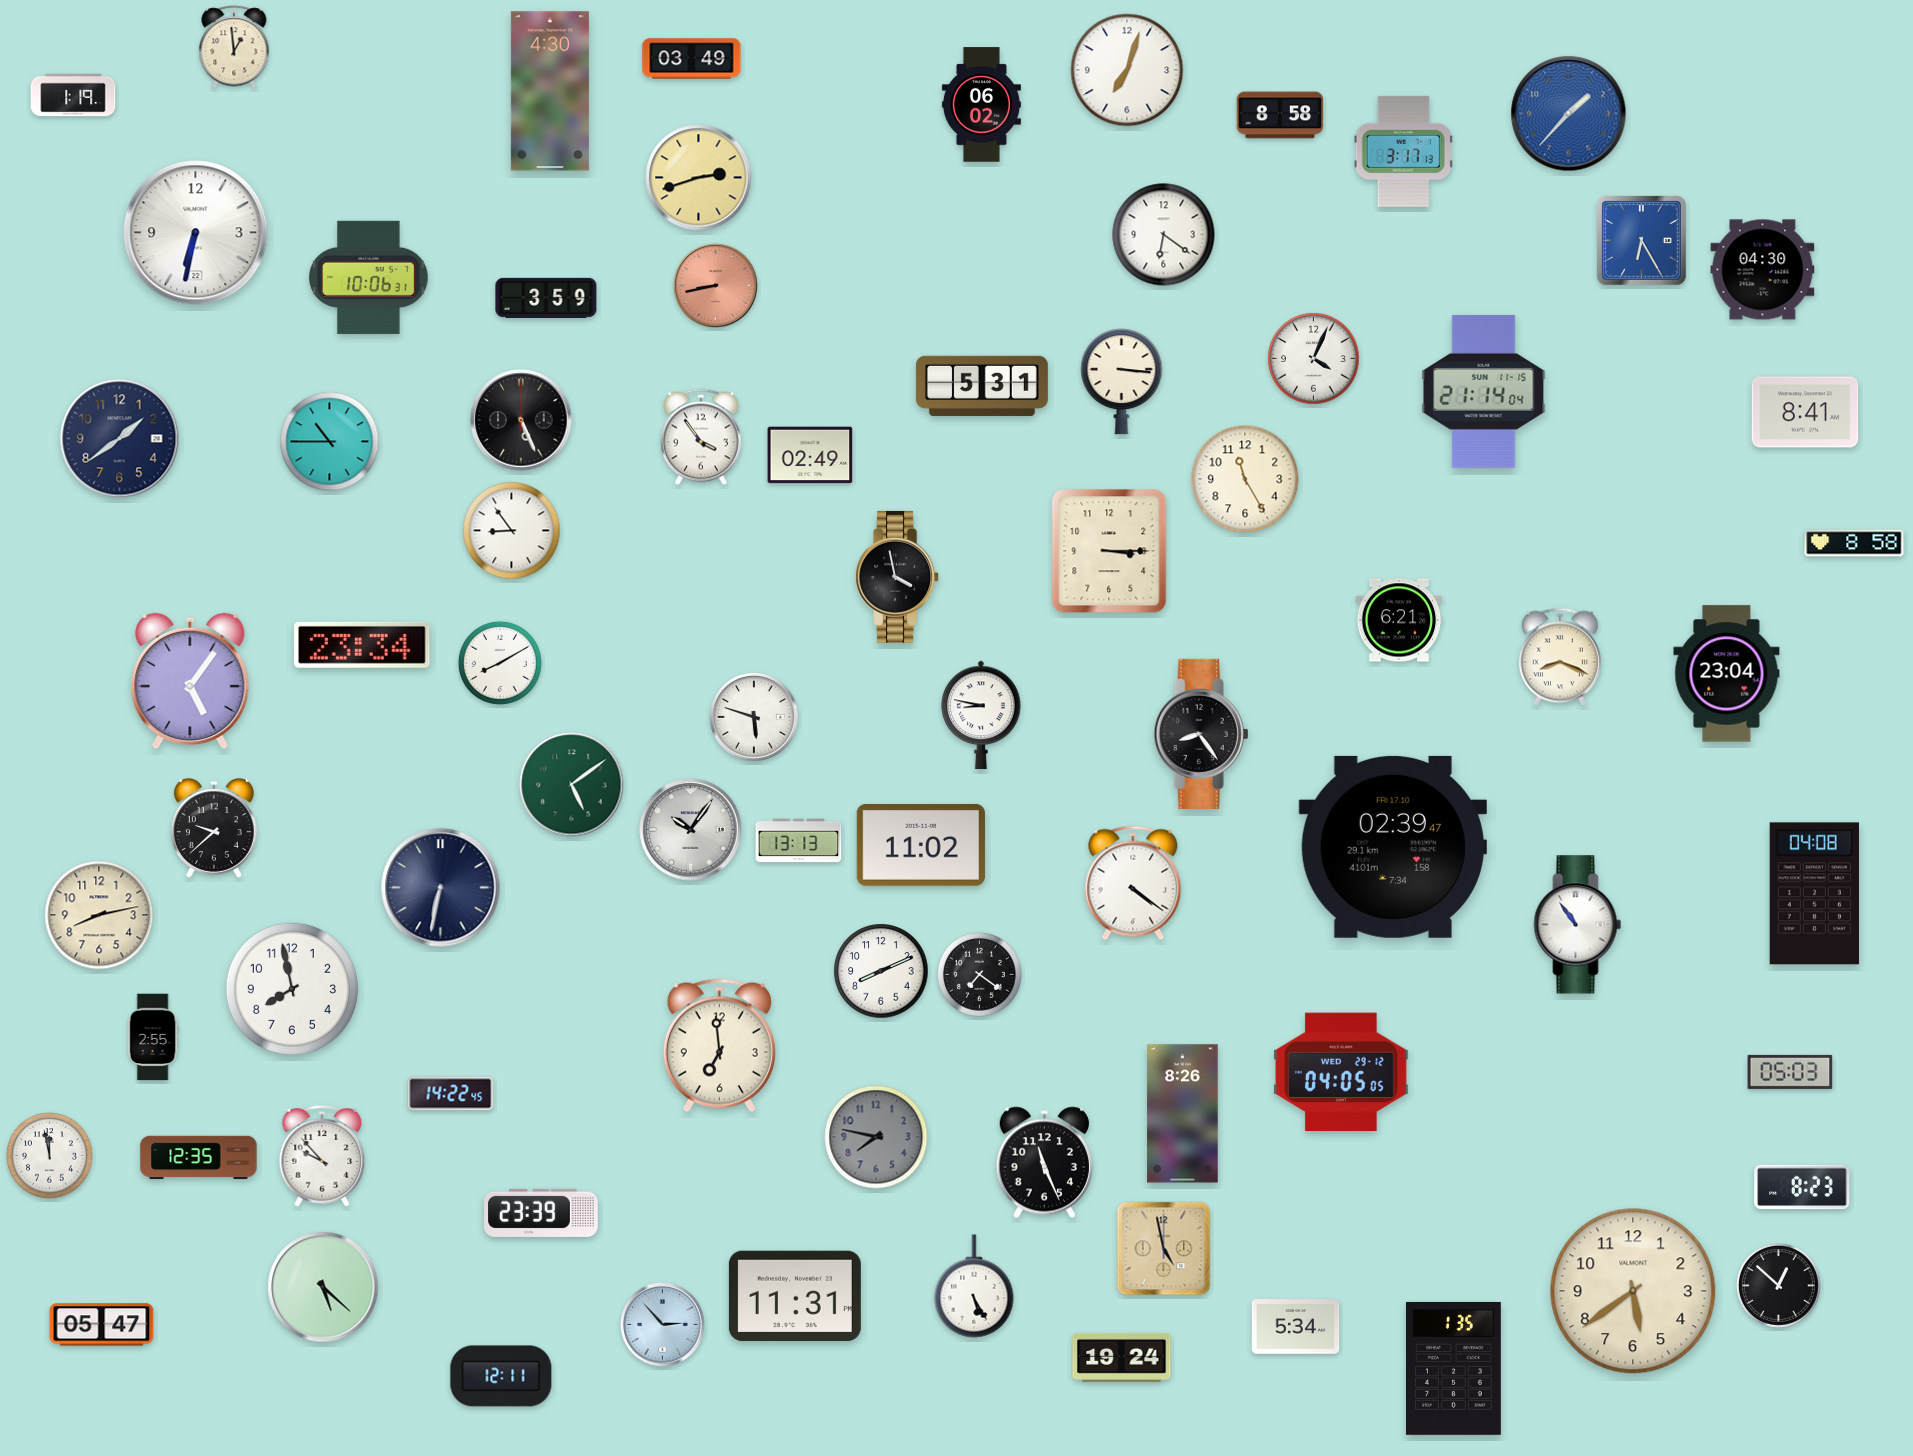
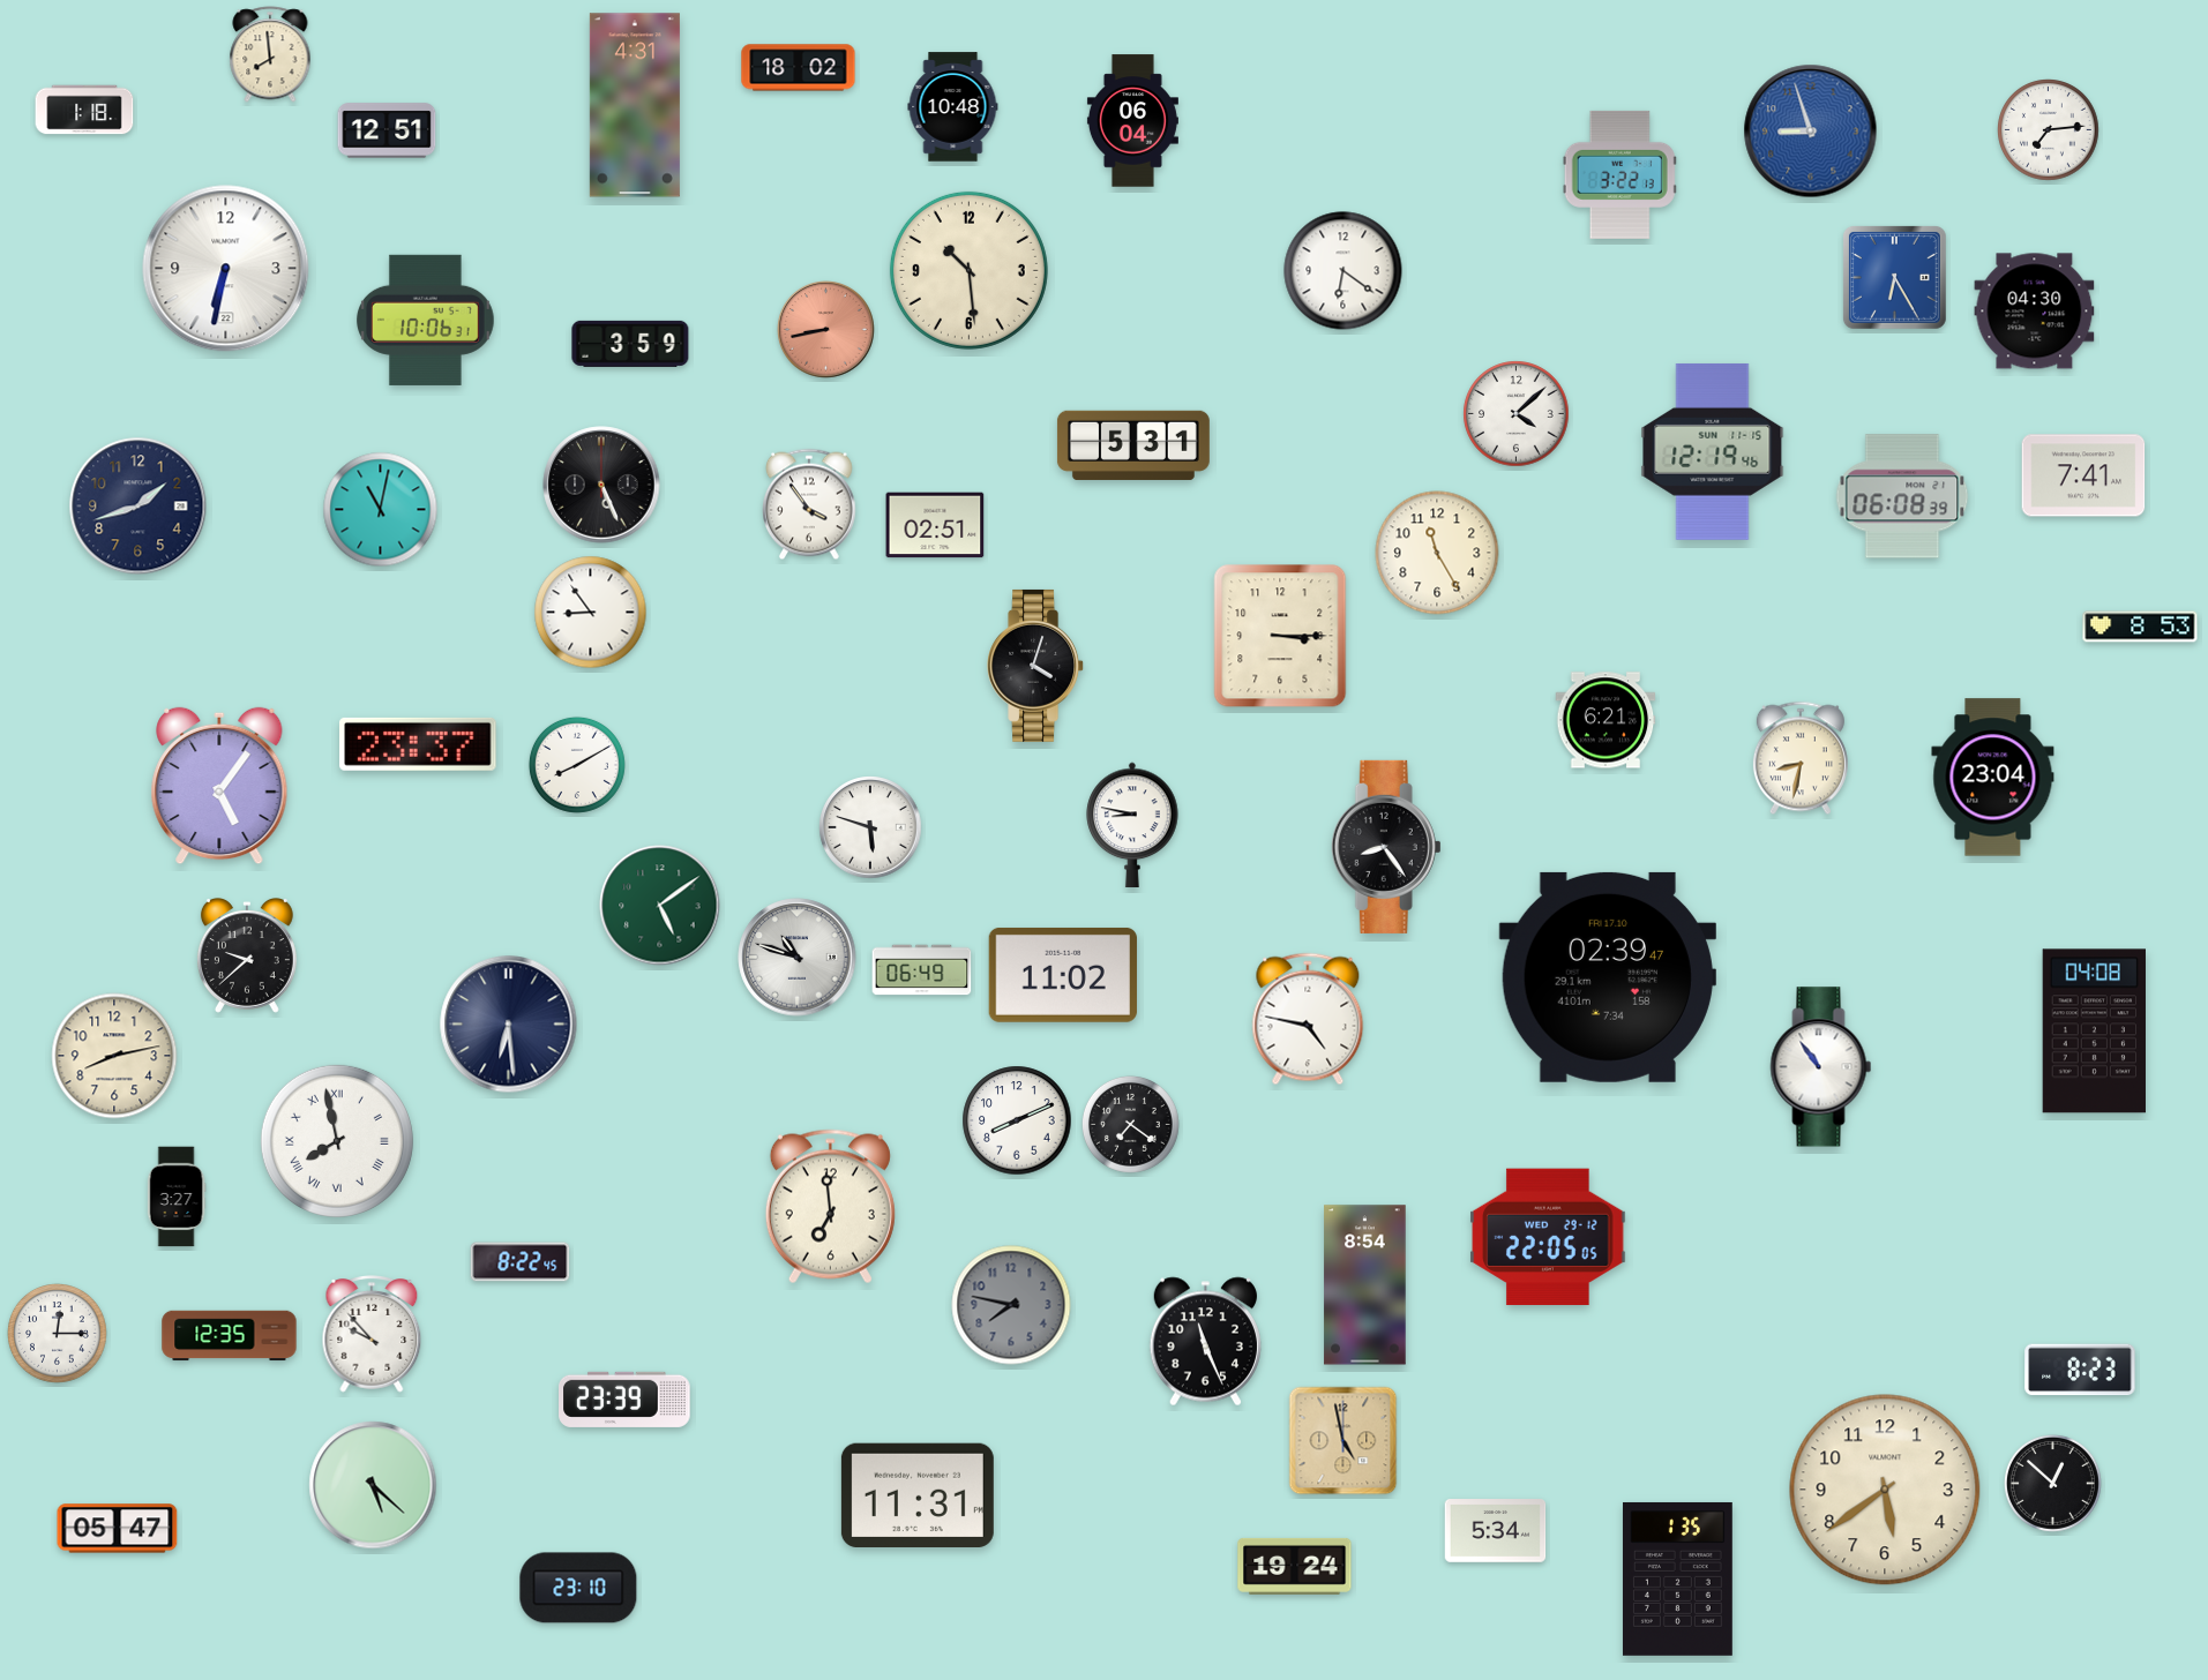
clock at (234, 47): 12:59 -> 7:59
clock at (692, 59): 03:49 -> 18:02
clock at (1127, 70): 7:03 -> none
clock at (550, 91): 4:30 -> 4:31
clock at (953, 107): none -> 10:48
clock at (73, 95): 1:19 -> 1:18
clock at (981, 105): 06:02 -> 06:04
clock at (387, 130): none -> 12:51
clock at (2049, 130): none -> 7:14
clock at (1569, 114): 1:37 -> 8:57
clock at (1280, 115): 8:58 -> none
clock at (1403, 151): 3:17 -> 3:22
clock at (699, 178): 2:42 -> none
clock at (968, 270): none -> 10:29
clock at (1314, 359): 4:04 -> 4:08
clock at (1122, 382): 3:16 -> none
clock at (1484, 391): 21:14 -> 12:19
clock at (1805, 412): 8:41 -> 7:41
clock at (1902, 496): none -> 06:08
clock at (120, 439): 1:39 -> 1:42
clock at (330, 442): 10:45 -> 11:02
clock at (810, 455): 02:49 -> 02:51
clock at (1854, 543): 8:58 -> 8:53
clock at (898, 577): 3:58 -> 4:03
clock at (1399, 620) position: (1399, 620) -> (1606, 720)
clock at (362, 645): 23:34 -> 23:37
clock at (1560, 657): 8:19 -> 8:32
clock at (691, 830): 10:06 -> 10:48
clock at (799, 841): 13:13 -> 06:49
clock at (1133, 883): 4:21 -> 4:47
clock at (441, 888): 6:32 -> 6:29
clock at (292, 989) numerals: Arabic -> Roman
clock at (153, 1037): 2:55 -> 3:27
clock at (1341, 1072): 04:05 -> 22:05
clock at (1790, 1072): 05:03 -> none
clock at (451, 1094): 14:22 -> 8:22
clock at (1183, 1114): 8:26 -> 8:54
clock at (876, 1137) position: (876, 1137) -> (1011, 1305)
clock at (50, 1156): 11:58 -> 12:15
clock at (974, 1286): 5:25 -> none
clock at (663, 1325): 2:53 -> none
clock at (501, 1376): 12:11 -> 23:10
